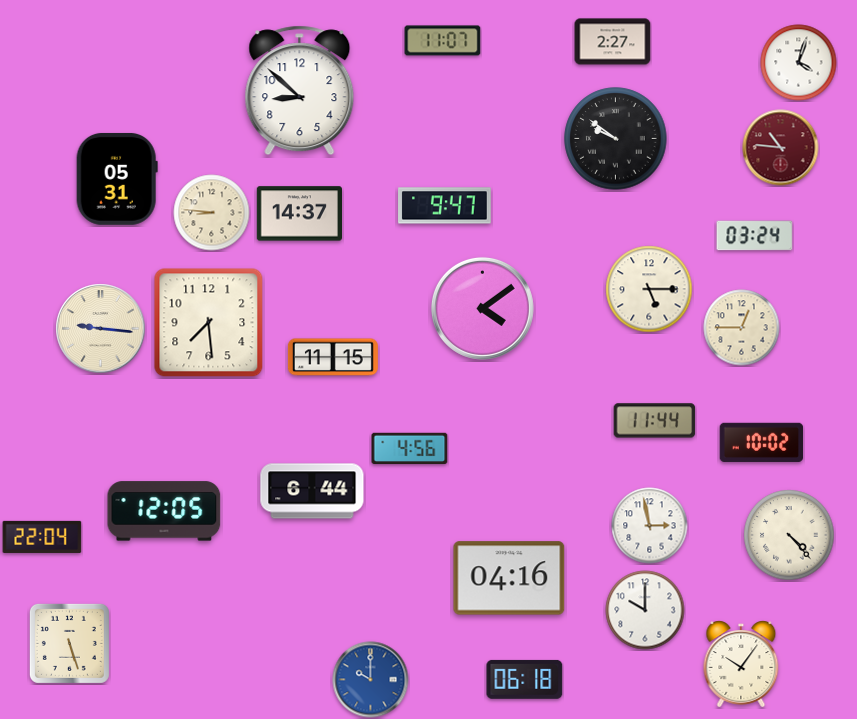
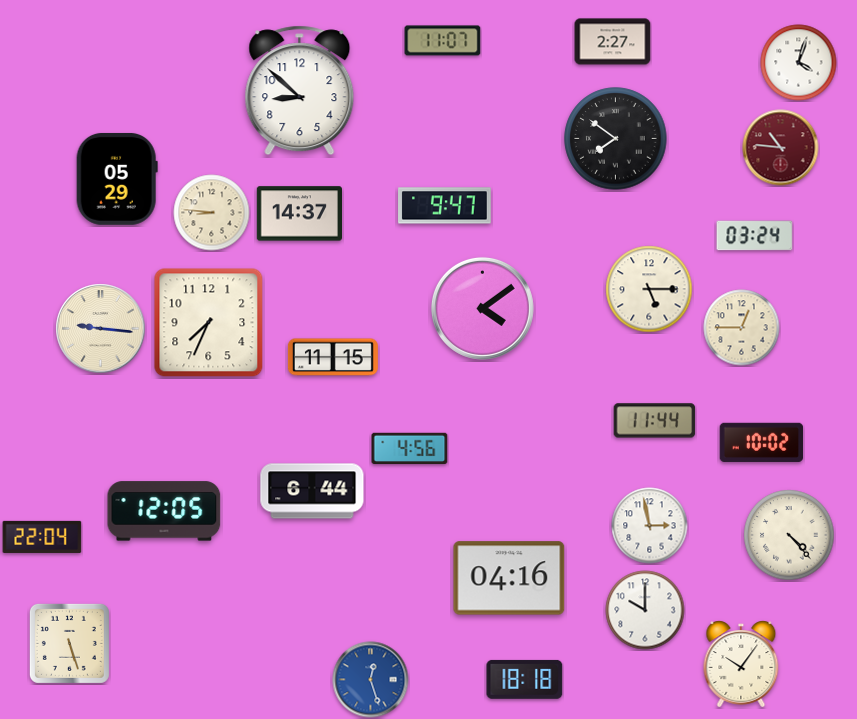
clock at (616, 139): 9:51 -> 7:51
clock at (117, 179): 05:31 -> 05:29
clock at (209, 323): 7:29 -> 7:34
clock at (525, 679): 06:18 -> 18:18
clock at (371, 680): 10:00 -> 12:27
